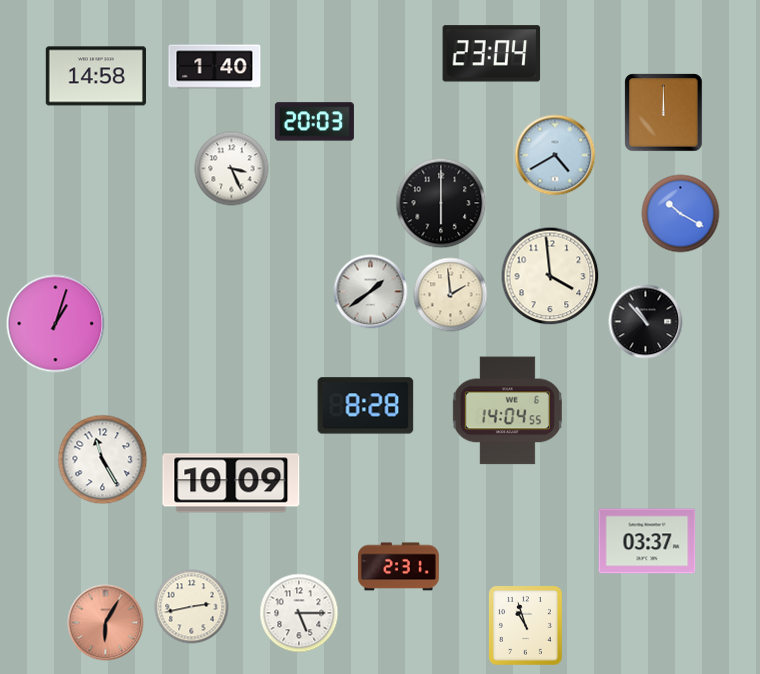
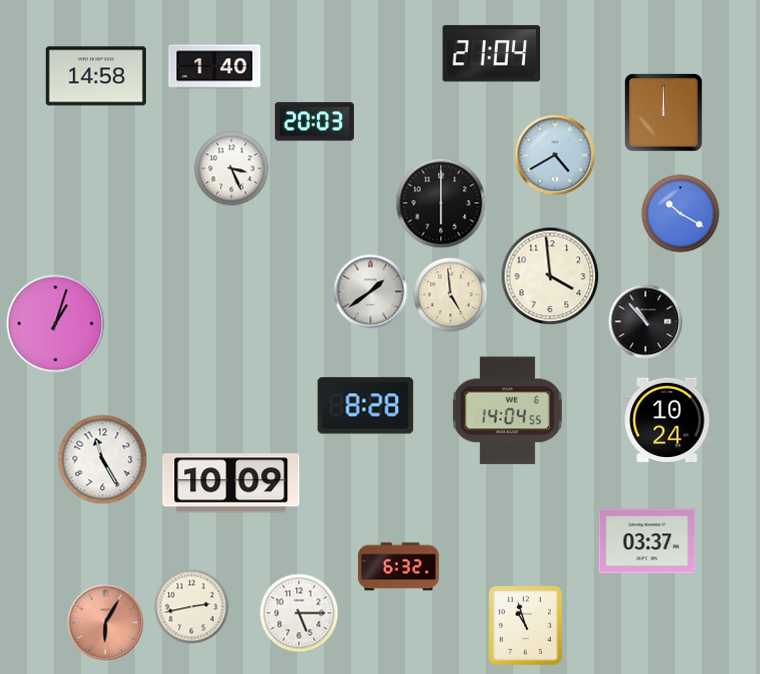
clock at (492, 54): 23:04 -> 21:04
clock at (451, 295): 1:59 -> 4:59
clock at (667, 420): none -> 10:24
clock at (398, 567): 2:31 -> 6:32
